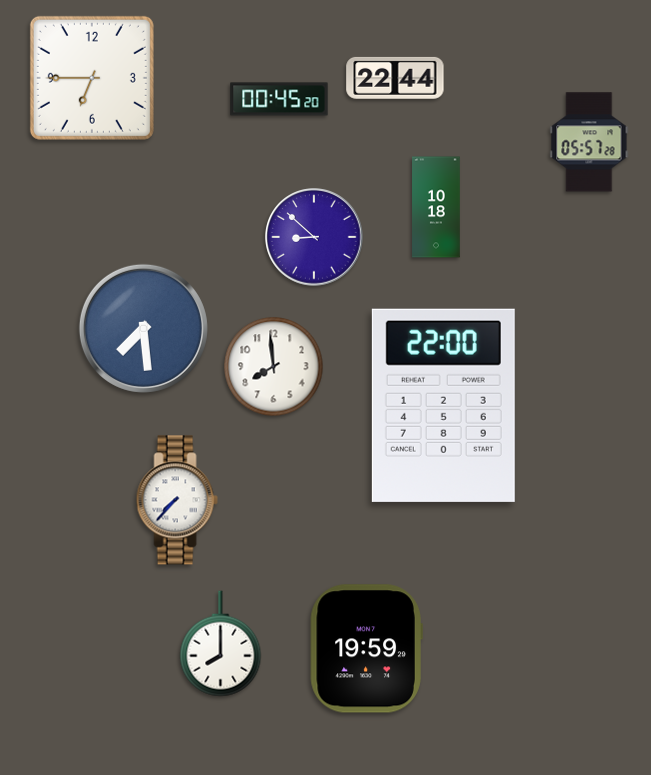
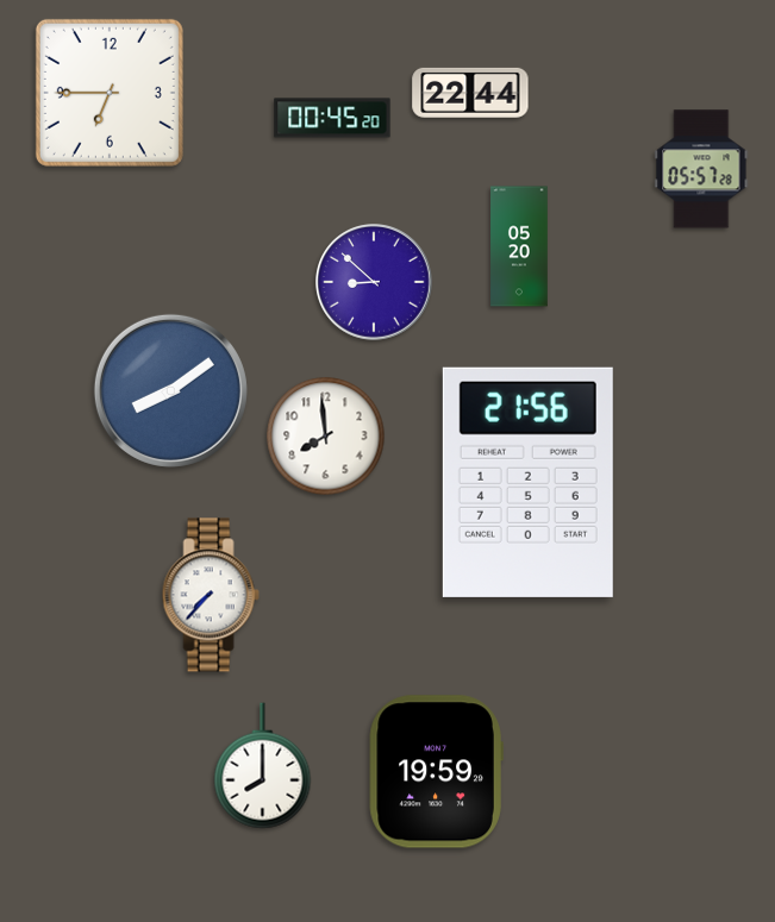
clock at (436, 207): 10:18 -> 05:20
clock at (143, 328): 7:29 -> 8:09
clock at (443, 405): 22:00 -> 21:56
